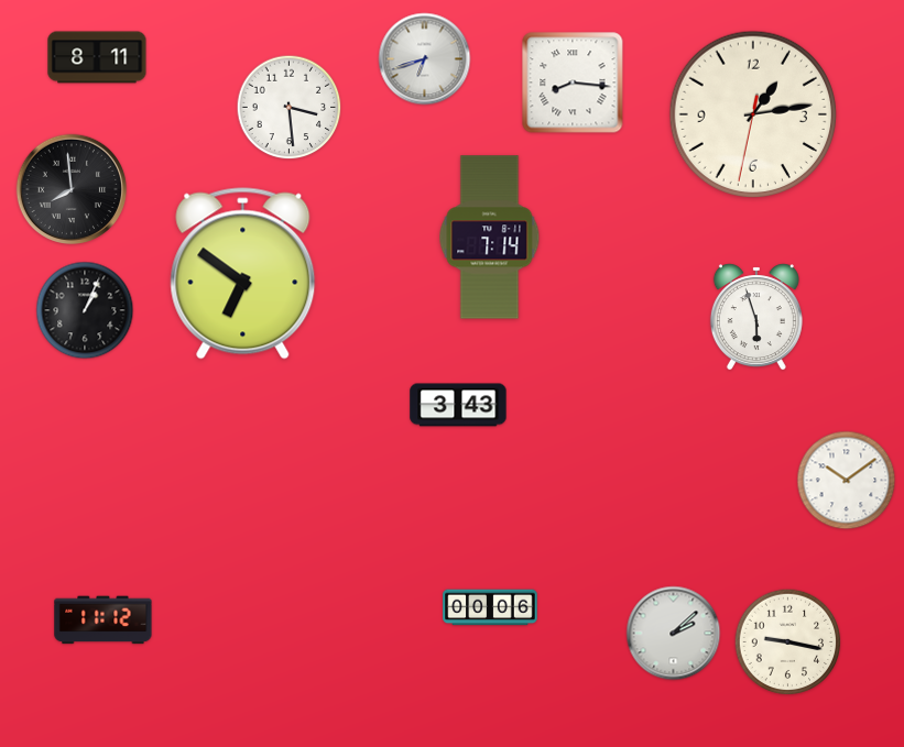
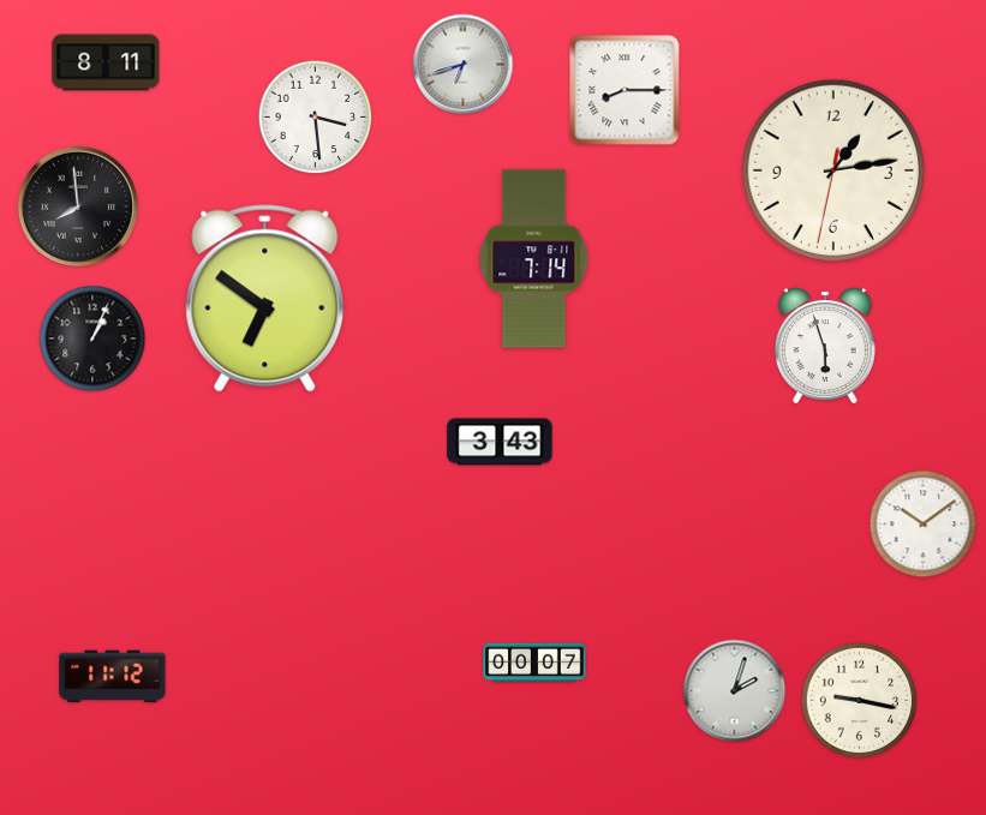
clock at (573, 83): 8:16 -> 8:15
clock at (753, 114) position: (753, 114) -> (833, 170)
clock at (490, 607): 00:06 -> 00:07
clock at (674, 634): 2:08 -> 2:03
